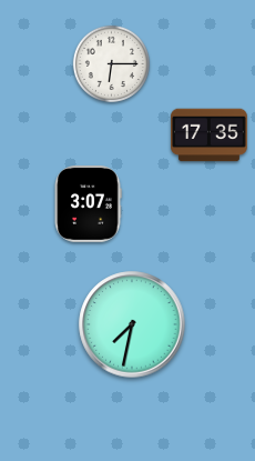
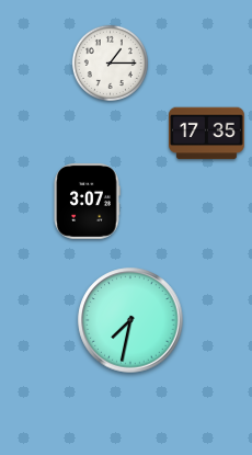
clock at (111, 63): 6:15 -> 1:15
